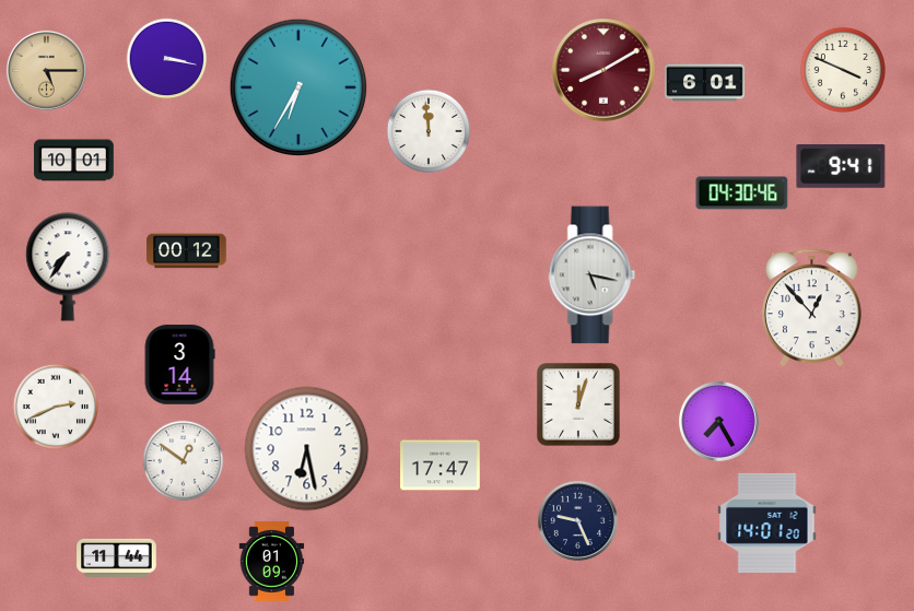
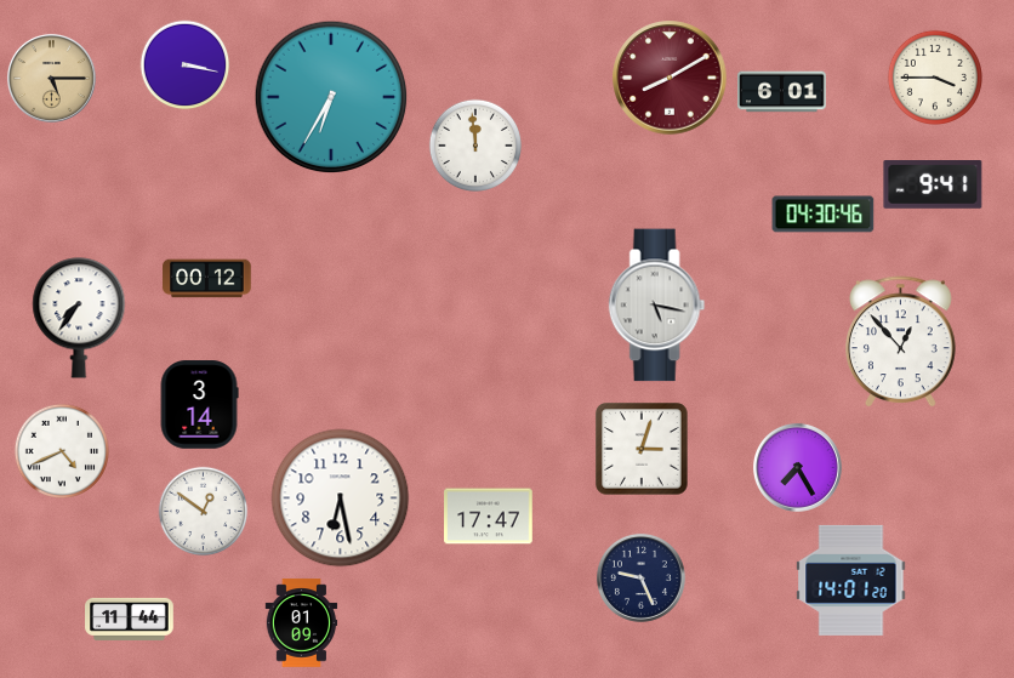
clock at (843, 70): 3:49 -> 3:45
clock at (74, 161): 10:01 -> none
clock at (68, 267) position: (68, 267) -> (79, 318)
clock at (578, 404): 12:03 -> 3:03
clock at (56, 407): 2:41 -> 4:41
